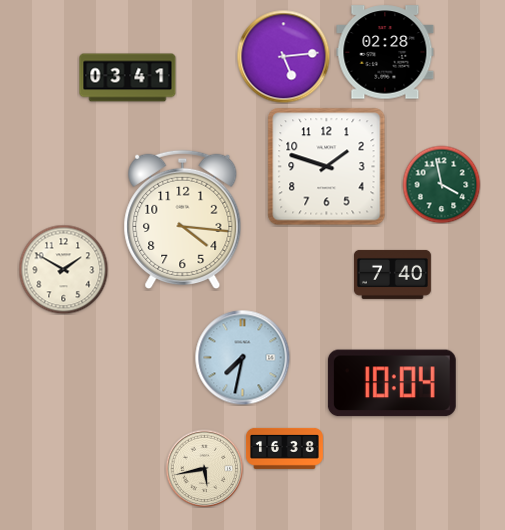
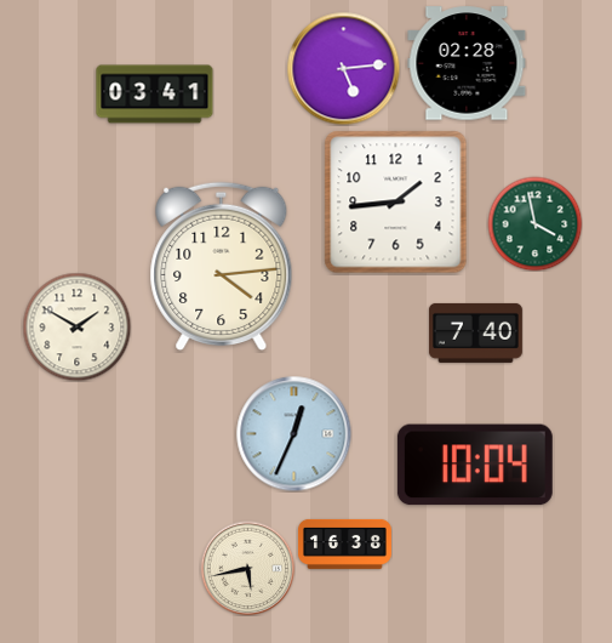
clock at (327, 167): 1:48 -> 1:44
clock at (183, 219): 4:16 -> 4:14
clock at (242, 357): 7:32 -> 12:34
